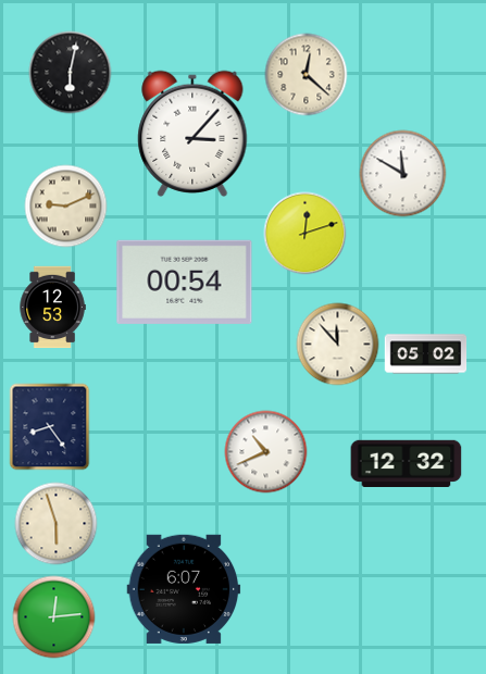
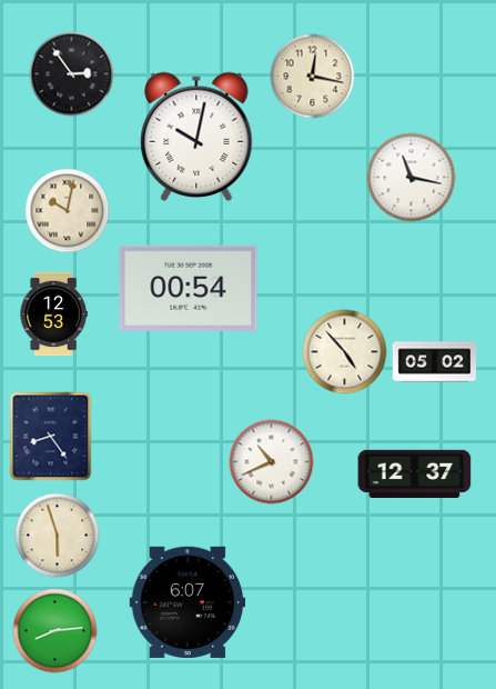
clock at (71, 73): 6:02 -> 2:54
clock at (307, 75): 12:22 -> 12:17
clock at (192, 134): 3:07 -> 10:02
clock at (403, 174): 11:50 -> 11:17
clock at (66, 207): 9:11 -> 10:02
clock at (306, 234): 12:12 -> none
clock at (338, 345): 11:53 -> 4:53
clock at (407, 463): 12:32 -> 12:37
clock at (54, 617): 12:14 -> 8:14
